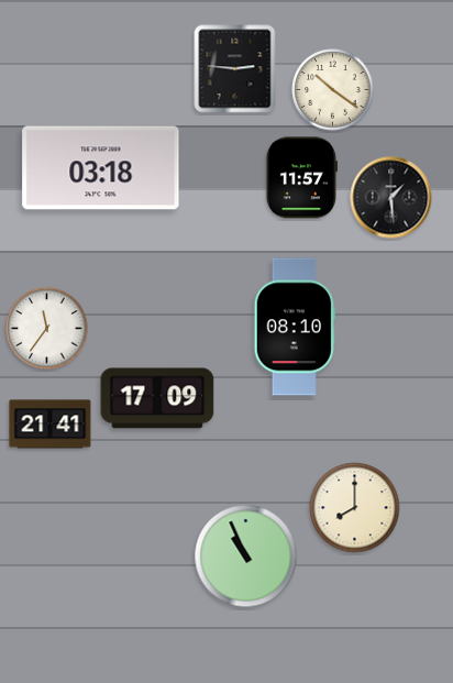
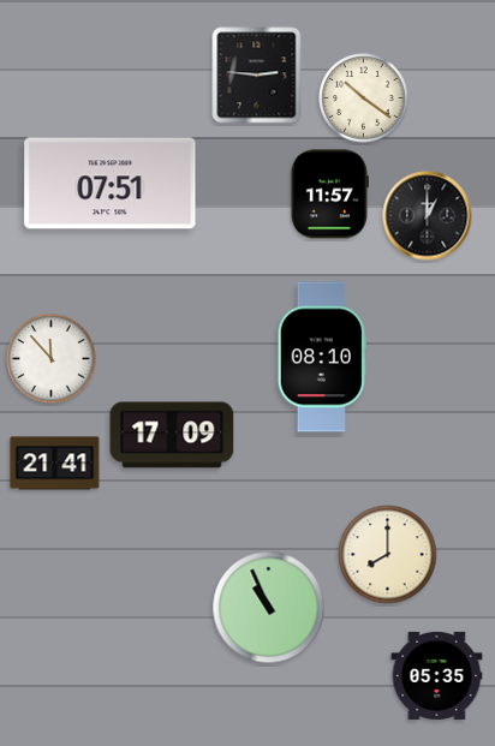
clock at (101, 168): 03:18 -> 07:51
clock at (391, 198): 1:29 -> 1:00
clock at (47, 329): 11:36 -> 11:53
clock at (437, 675): none -> 05:35
